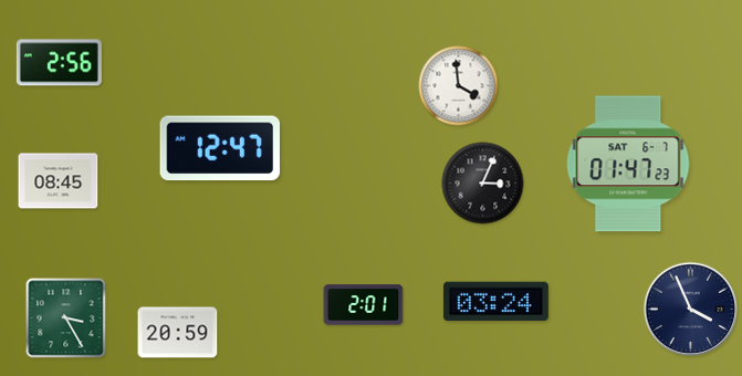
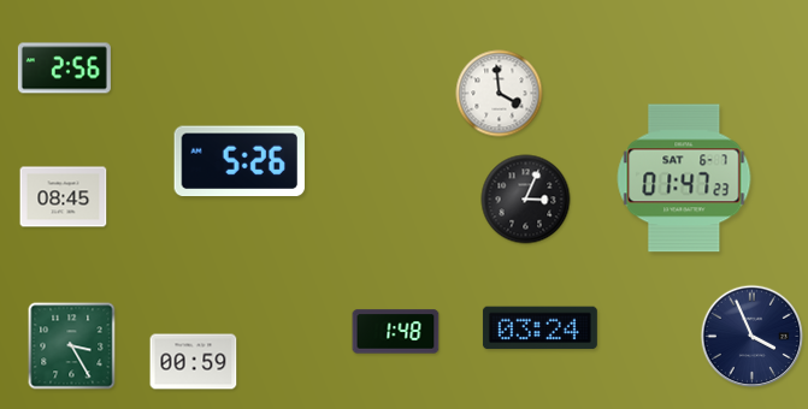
clock at (220, 148): 12:47 -> 5:26
clock at (364, 305): 2:01 -> 1:48
clock at (178, 333): 20:59 -> 00:59
